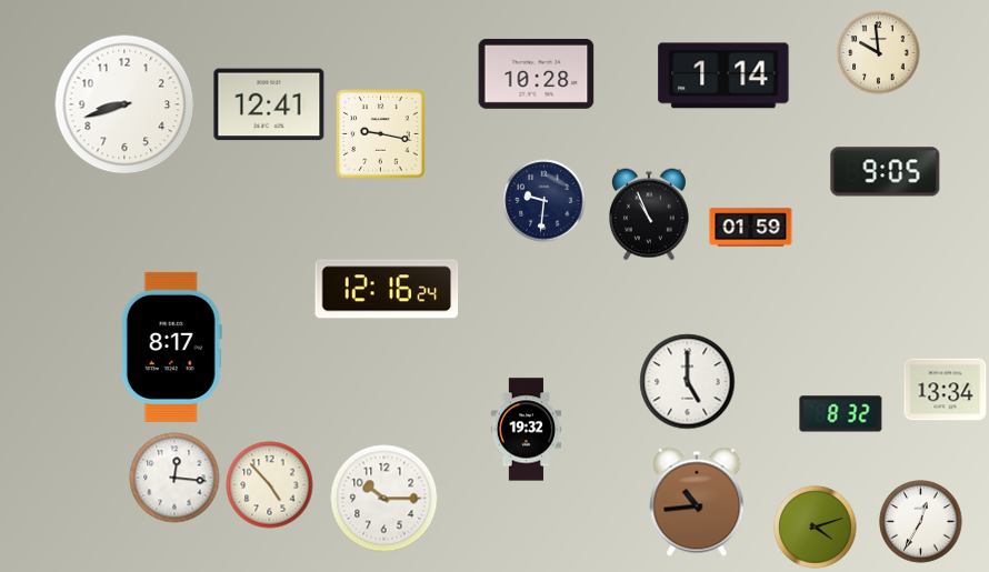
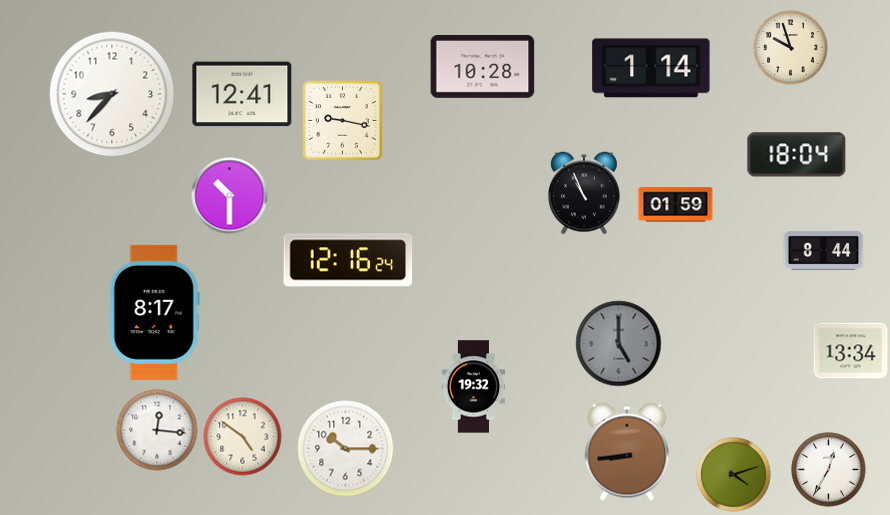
clock at (879, 53): 9:59 -> 9:57
clock at (124, 104): 8:42 -> 8:37
clock at (886, 172): 9:05 -> 18:04
clock at (545, 201): 9:31 -> none
clock at (230, 196): none -> 10:30
clock at (824, 250): none -> 8:44
clock at (688, 382) dial: white -> grey
clock at (841, 414): 8:32 -> none
clock at (270, 485): 4:53 -> 4:51
clock at (697, 502): 10:44 -> 8:44
